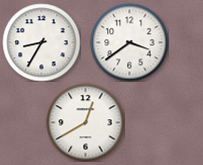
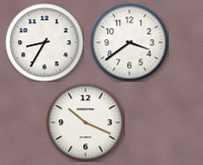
clock at (41, 42) position: (41, 42) -> (44, 42)
clock at (85, 122): 12:40 -> 10:19
